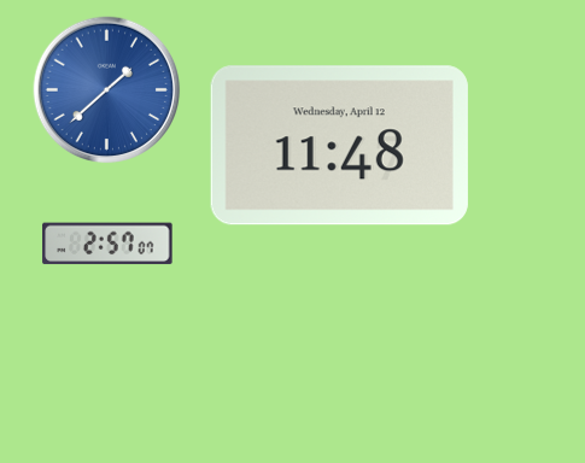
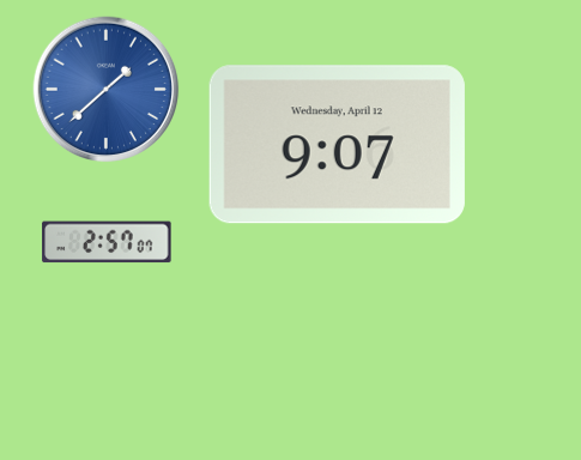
clock at (339, 146): 11:48 -> 9:07
